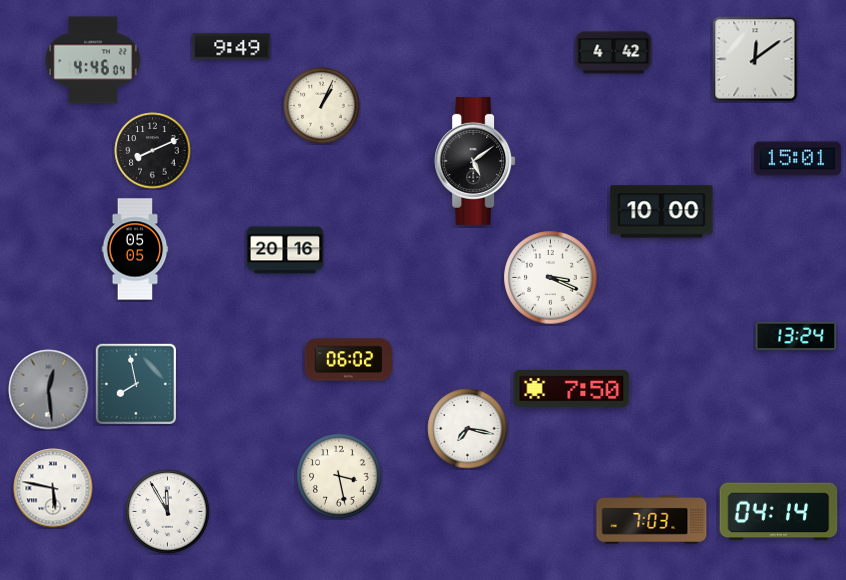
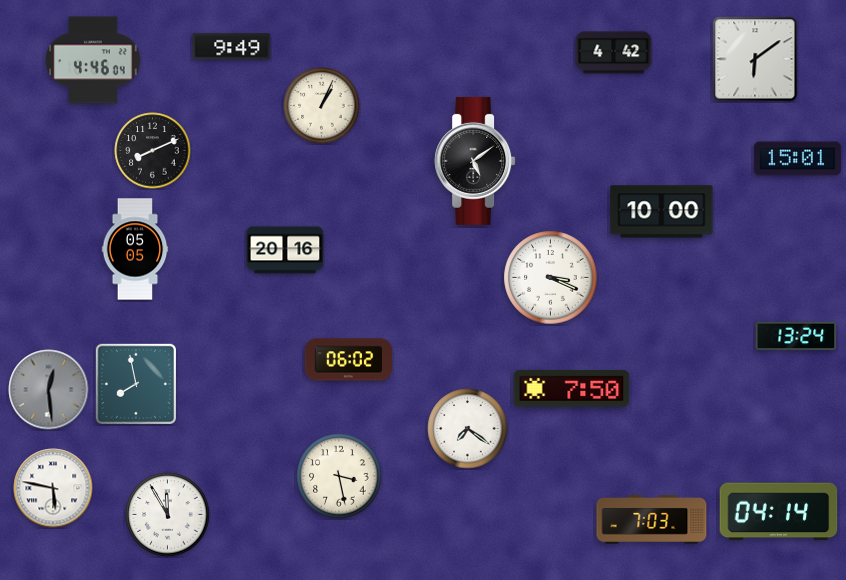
clock at (755, 59): 12:09 -> 6:09
clock at (468, 429): 7:17 -> 7:21
clock at (168, 512) position: (168, 512) -> (168, 515)
